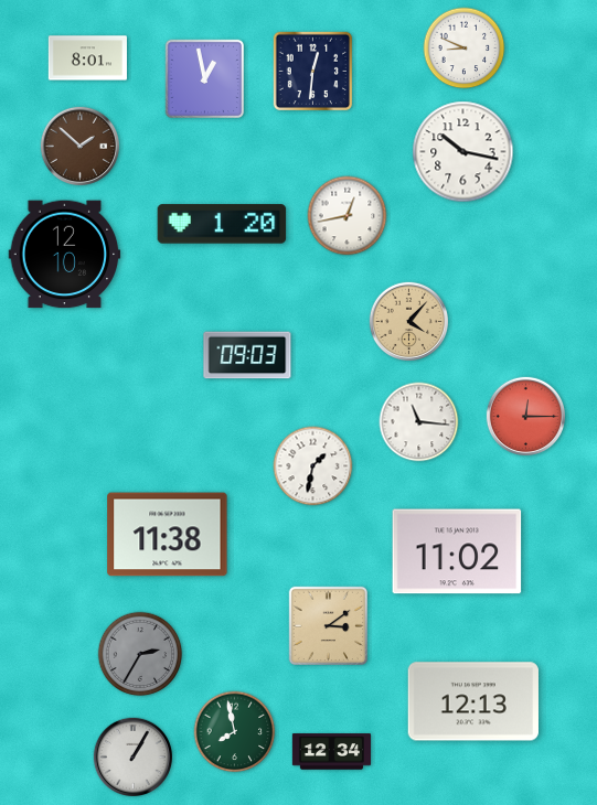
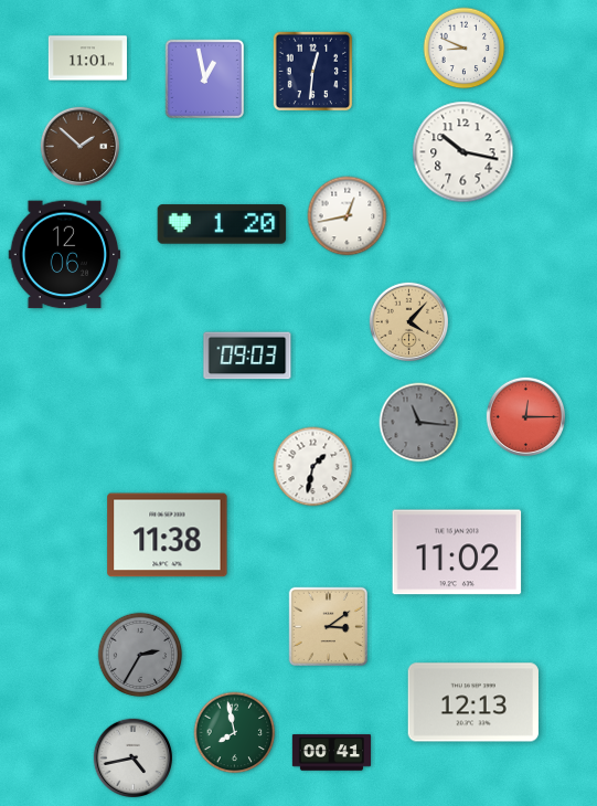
clock at (87, 58): 8:01 -> 11:01
clock at (65, 255): 12:10 -> 12:06
clock at (419, 422) dial: white -> grey
clock at (331, 752): 12:34 -> 00:41
clock at (132, 756): 1:05 -> 4:43
